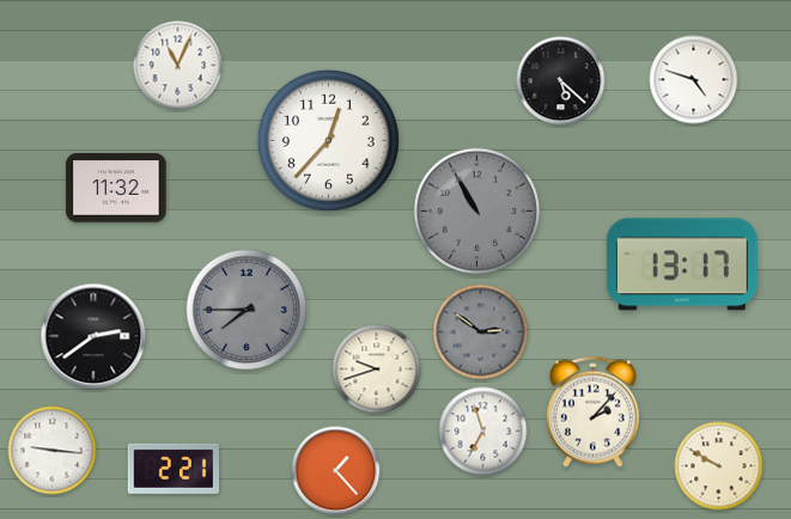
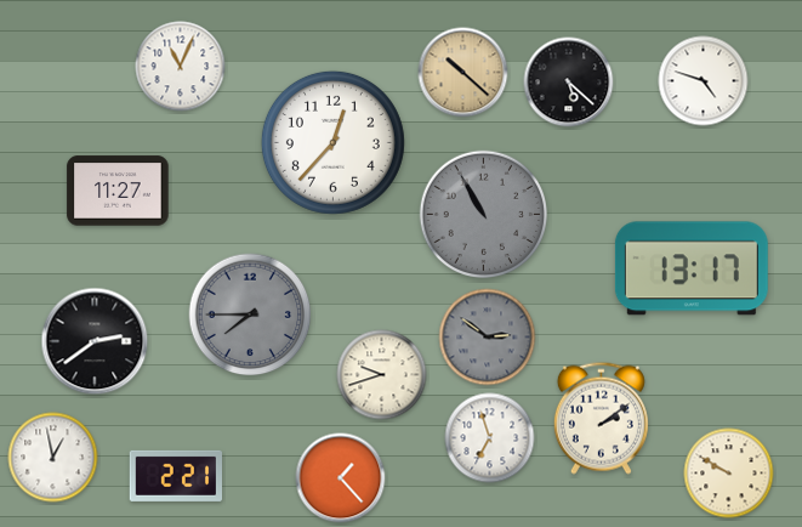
clock at (463, 73): none -> 10:22
clock at (116, 188): 11:32 -> 11:27
clock at (592, 411): 2:07 -> 2:09
clock at (53, 451): 9:16 -> 12:58
